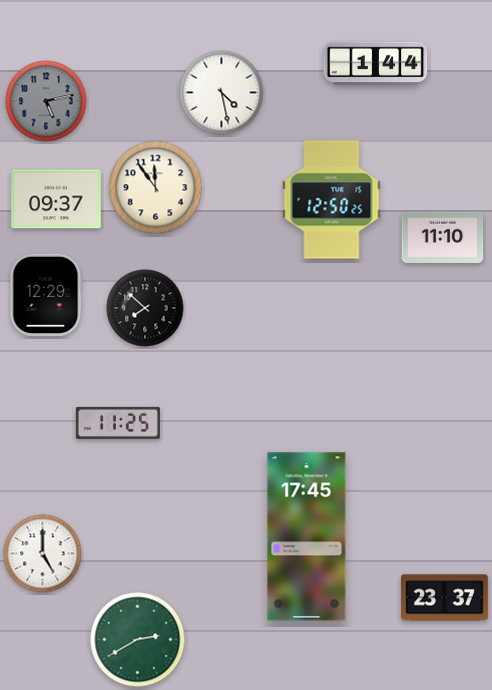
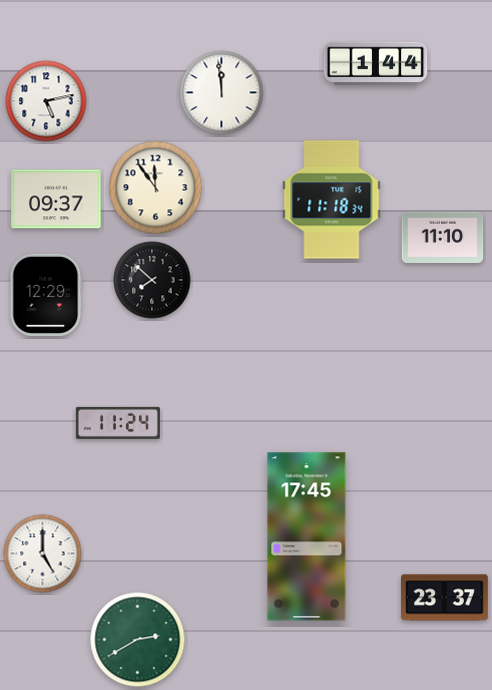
clock at (222, 93): 4:28 -> 11:59
clock at (46, 101) dial: grey -> white
clock at (332, 200): 12:50 -> 11:18
clock at (145, 308) position: (145, 308) -> (152, 280)
clock at (118, 423): 11:25 -> 11:24
